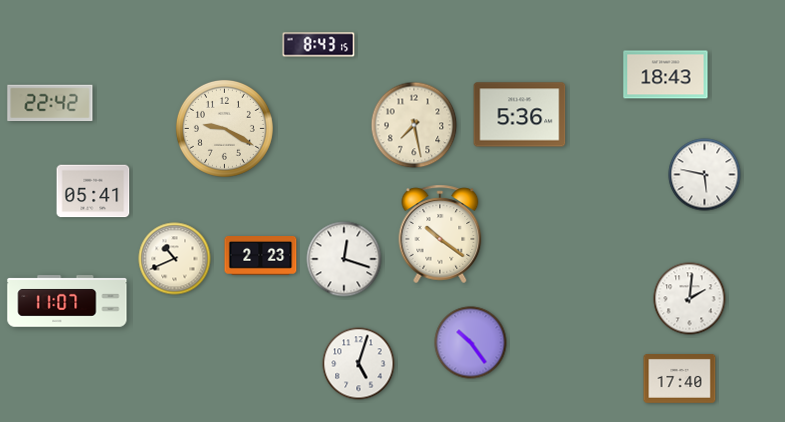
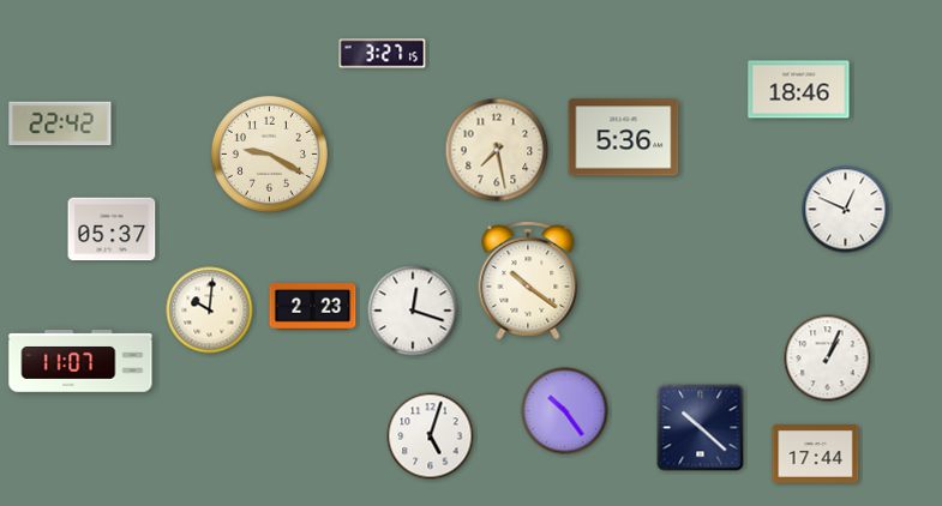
clock at (319, 45): 8:43 -> 3:27
clock at (666, 75): 18:43 -> 18:46
clock at (705, 175): 5:47 -> 12:49
clock at (93, 191): 05:41 -> 05:37
clock at (175, 259): 10:41 -> 10:01
clock at (690, 299): 2:01 -> 1:04
clock at (701, 428): none -> 10:22
clock at (680, 379): 17:40 -> 17:44
